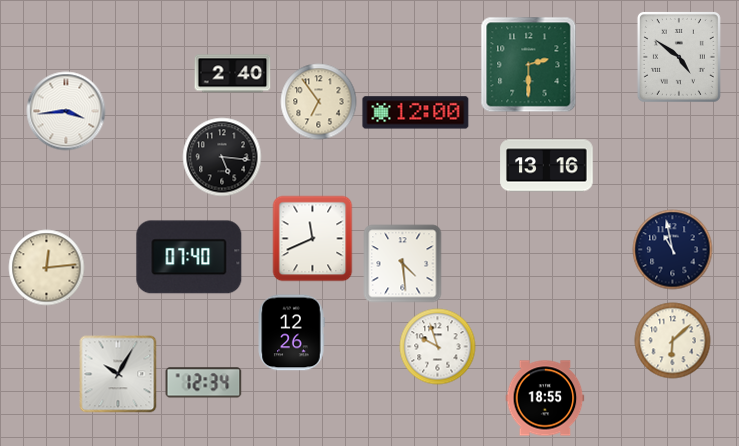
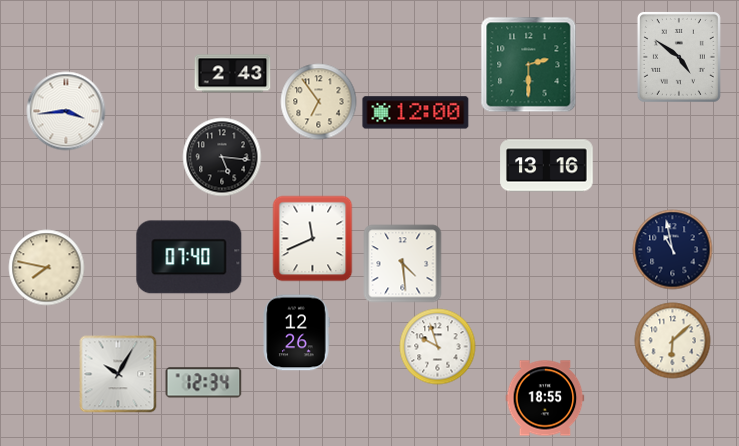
clock at (233, 74): 2:40 -> 2:43
clock at (47, 268): 12:14 -> 7:47
clock at (291, 333) position: (291, 333) -> (296, 333)
